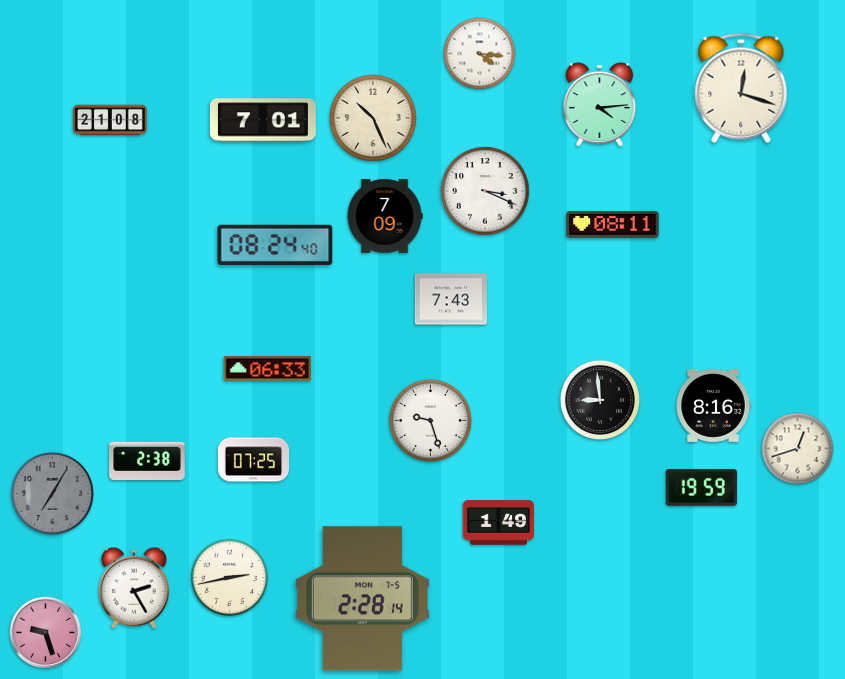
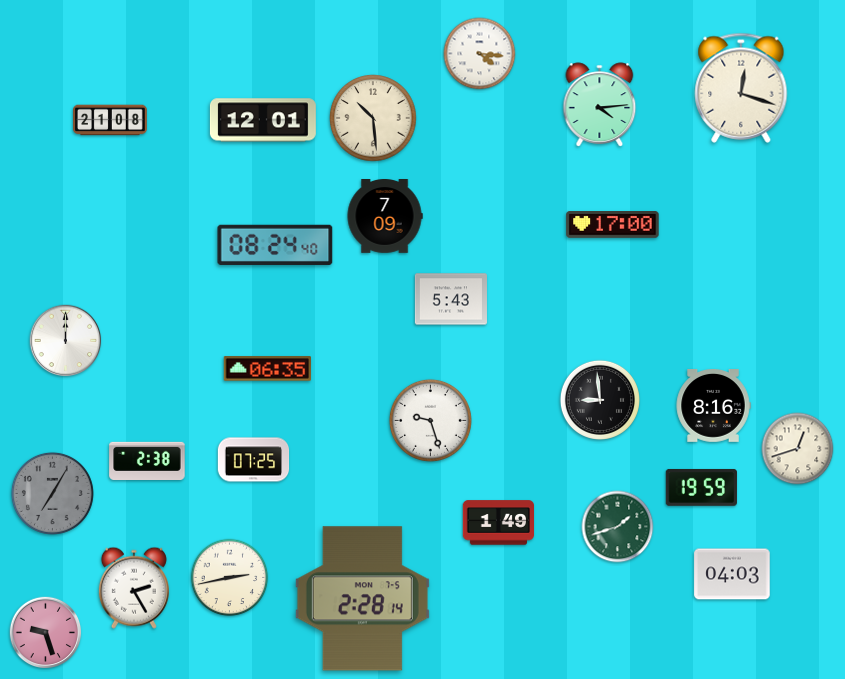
clock at (373, 118): 10:26 -> 10:29
clock at (263, 120): 7:01 -> 12:01
clock at (485, 191): 3:19 -> none
clock at (613, 225): 08:11 -> 17:00
clock at (451, 299): 7:43 -> 5:43
clock at (66, 341): none -> 12:00
clock at (267, 369): 06:33 -> 06:35
clock at (618, 527): none -> 1:42
clock at (732, 574): none -> 04:03
